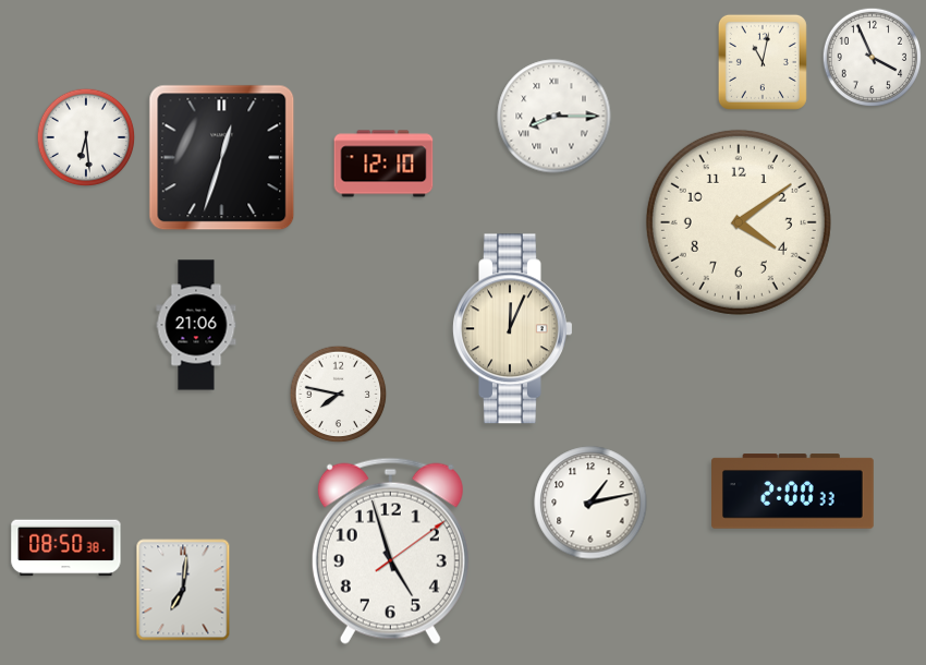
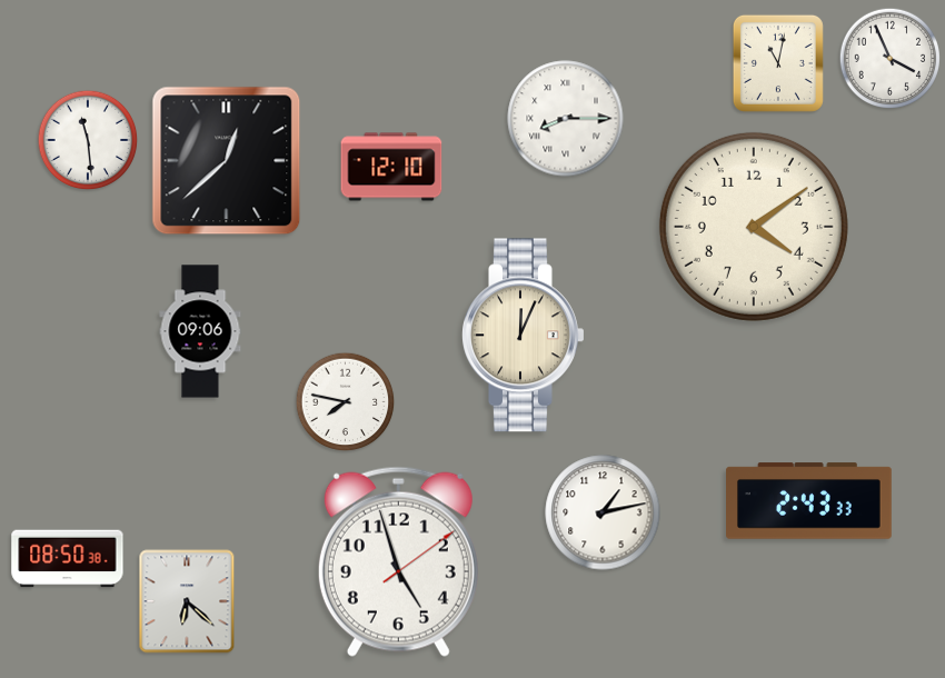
clock at (86, 137): 6:29 -> 11:29
clock at (222, 158): 12:33 -> 12:38
clock at (196, 325): 21:06 -> 09:06
clock at (793, 492): 2:00 -> 2:43
clock at (183, 590): 7:01 -> 6:22
